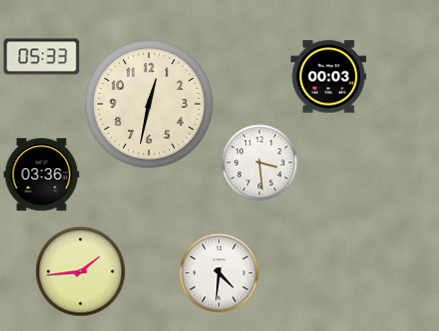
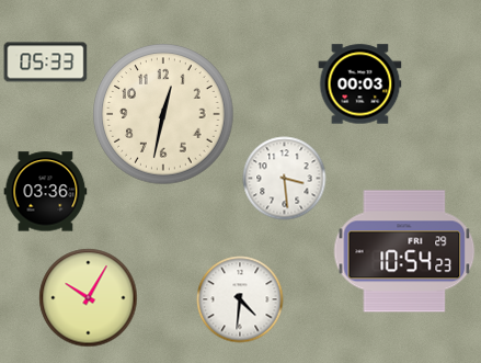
clock at (404, 251): none -> 10:54
clock at (81, 272): 1:44 -> 10:05
